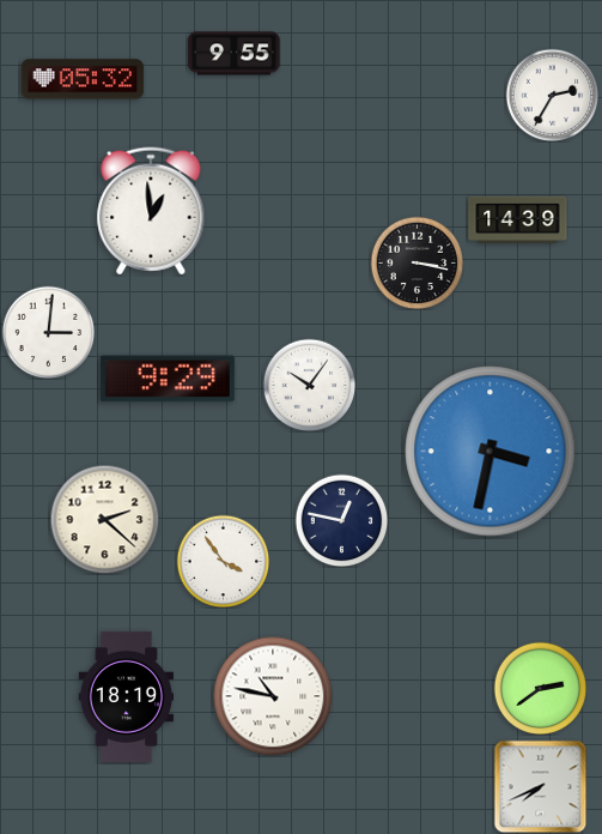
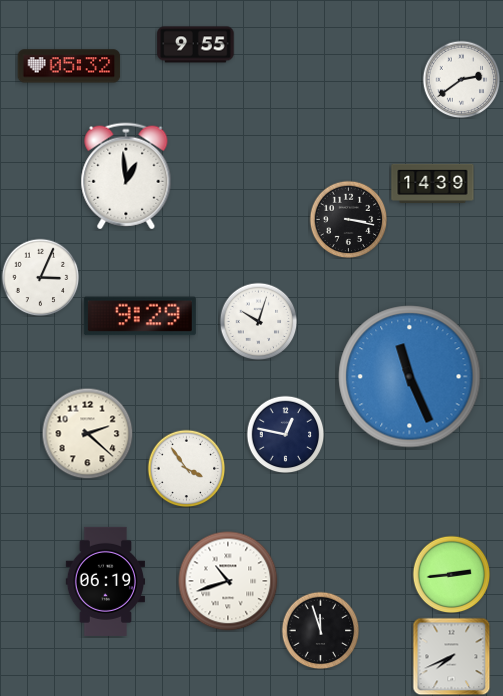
clock at (552, 95): 2:35 -> 2:39
clock at (48, 332): 3:01 -> 3:04
clock at (309, 385): 10:06 -> 10:03
clock at (491, 452): 3:32 -> 11:26
clock at (540, 688): 2:39 -> 2:44
clock at (126, 696): 18:19 -> 06:19
clock at (273, 696): 10:47 -> 10:42
clock at (320, 630): none -> 11:57
